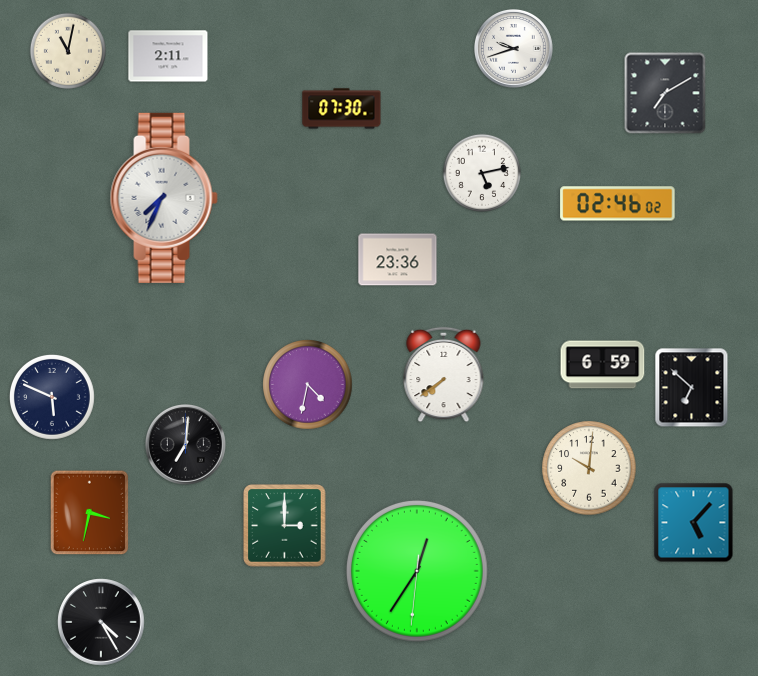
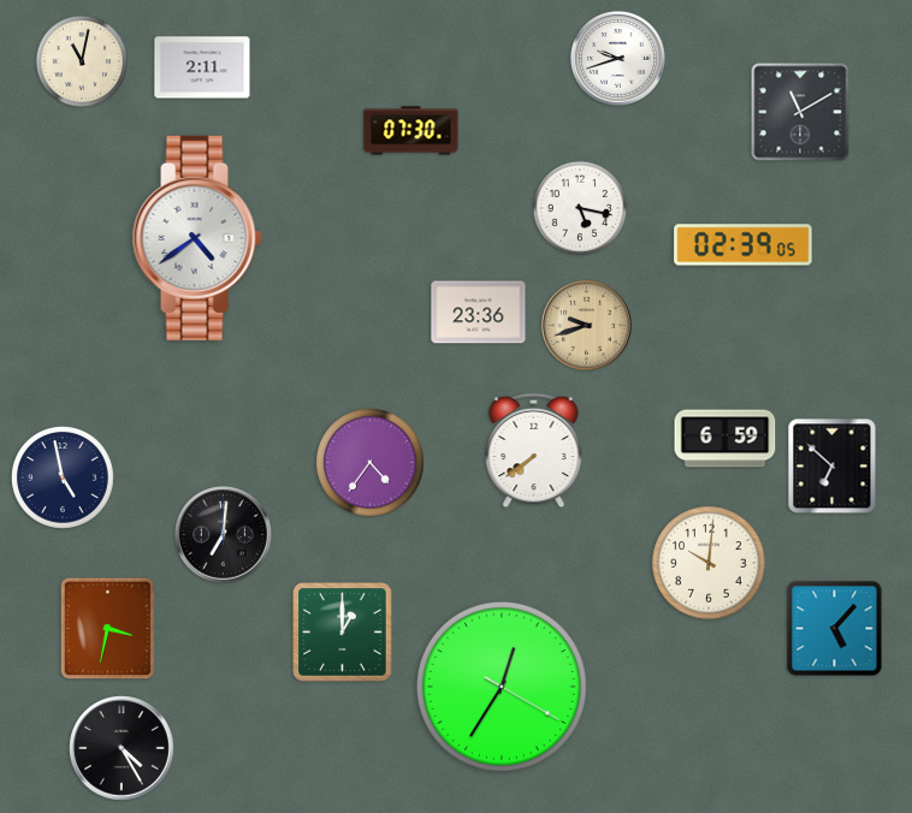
clock at (665, 93): 7:10 -> 11:10
clock at (482, 173): 5:13 -> 5:17
clock at (164, 198): 7:34 -> 4:39
clock at (618, 204): 02:46 -> 02:39
clock at (586, 325): none -> 9:42
clock at (308, 385): 4:32 -> 4:36
clock at (52, 397): 5:49 -> 4:58
clock at (90, 513) position: (90, 513) -> (108, 629)
clock at (285, 526): 3:00 -> 1:00
clock at (417, 571): 12:35:31 -> 12:35:20
